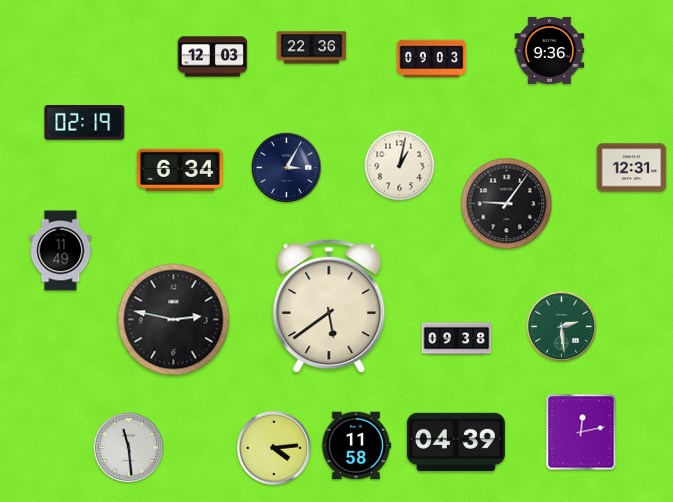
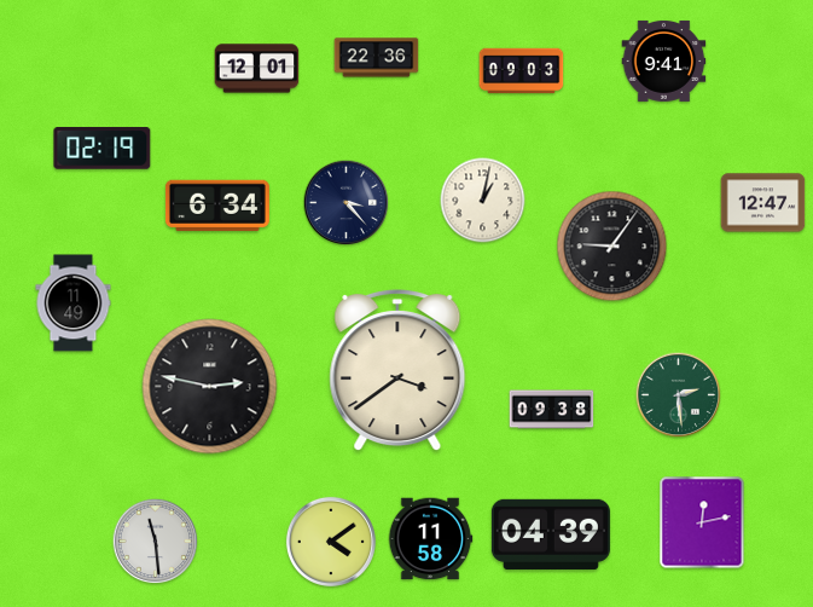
clock at (550, 50): 9:36 -> 9:41
clock at (213, 57): 12:03 -> 12:01
clock at (287, 168): 3:05 -> 3:23
clock at (632, 168): 12:31 -> 12:47
clock at (329, 307): 5:39 -> 3:39
clock at (274, 448): 4:14 -> 4:09
